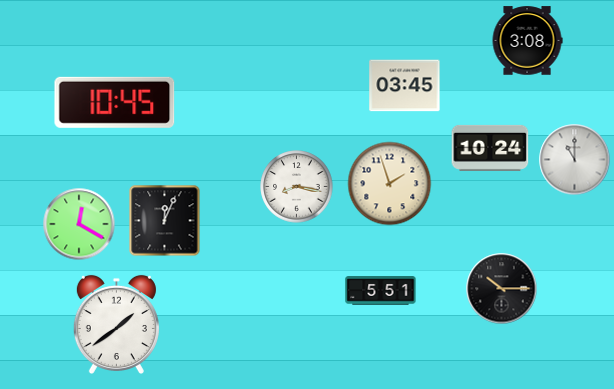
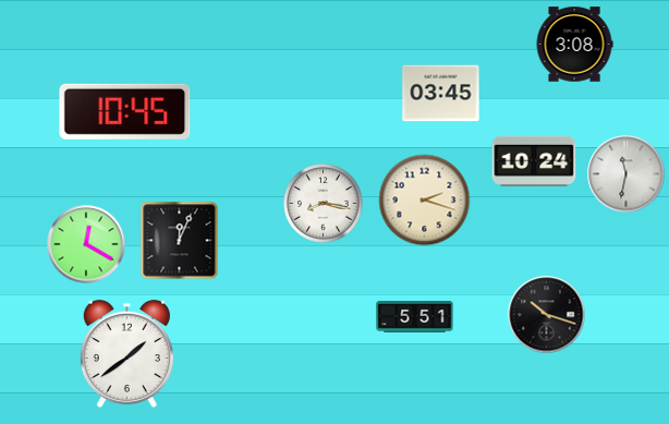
clock at (575, 160): 11:00 -> 11:32
clock at (390, 184): 1:57 -> 2:18
clock at (502, 289): 10:15 -> 10:18
